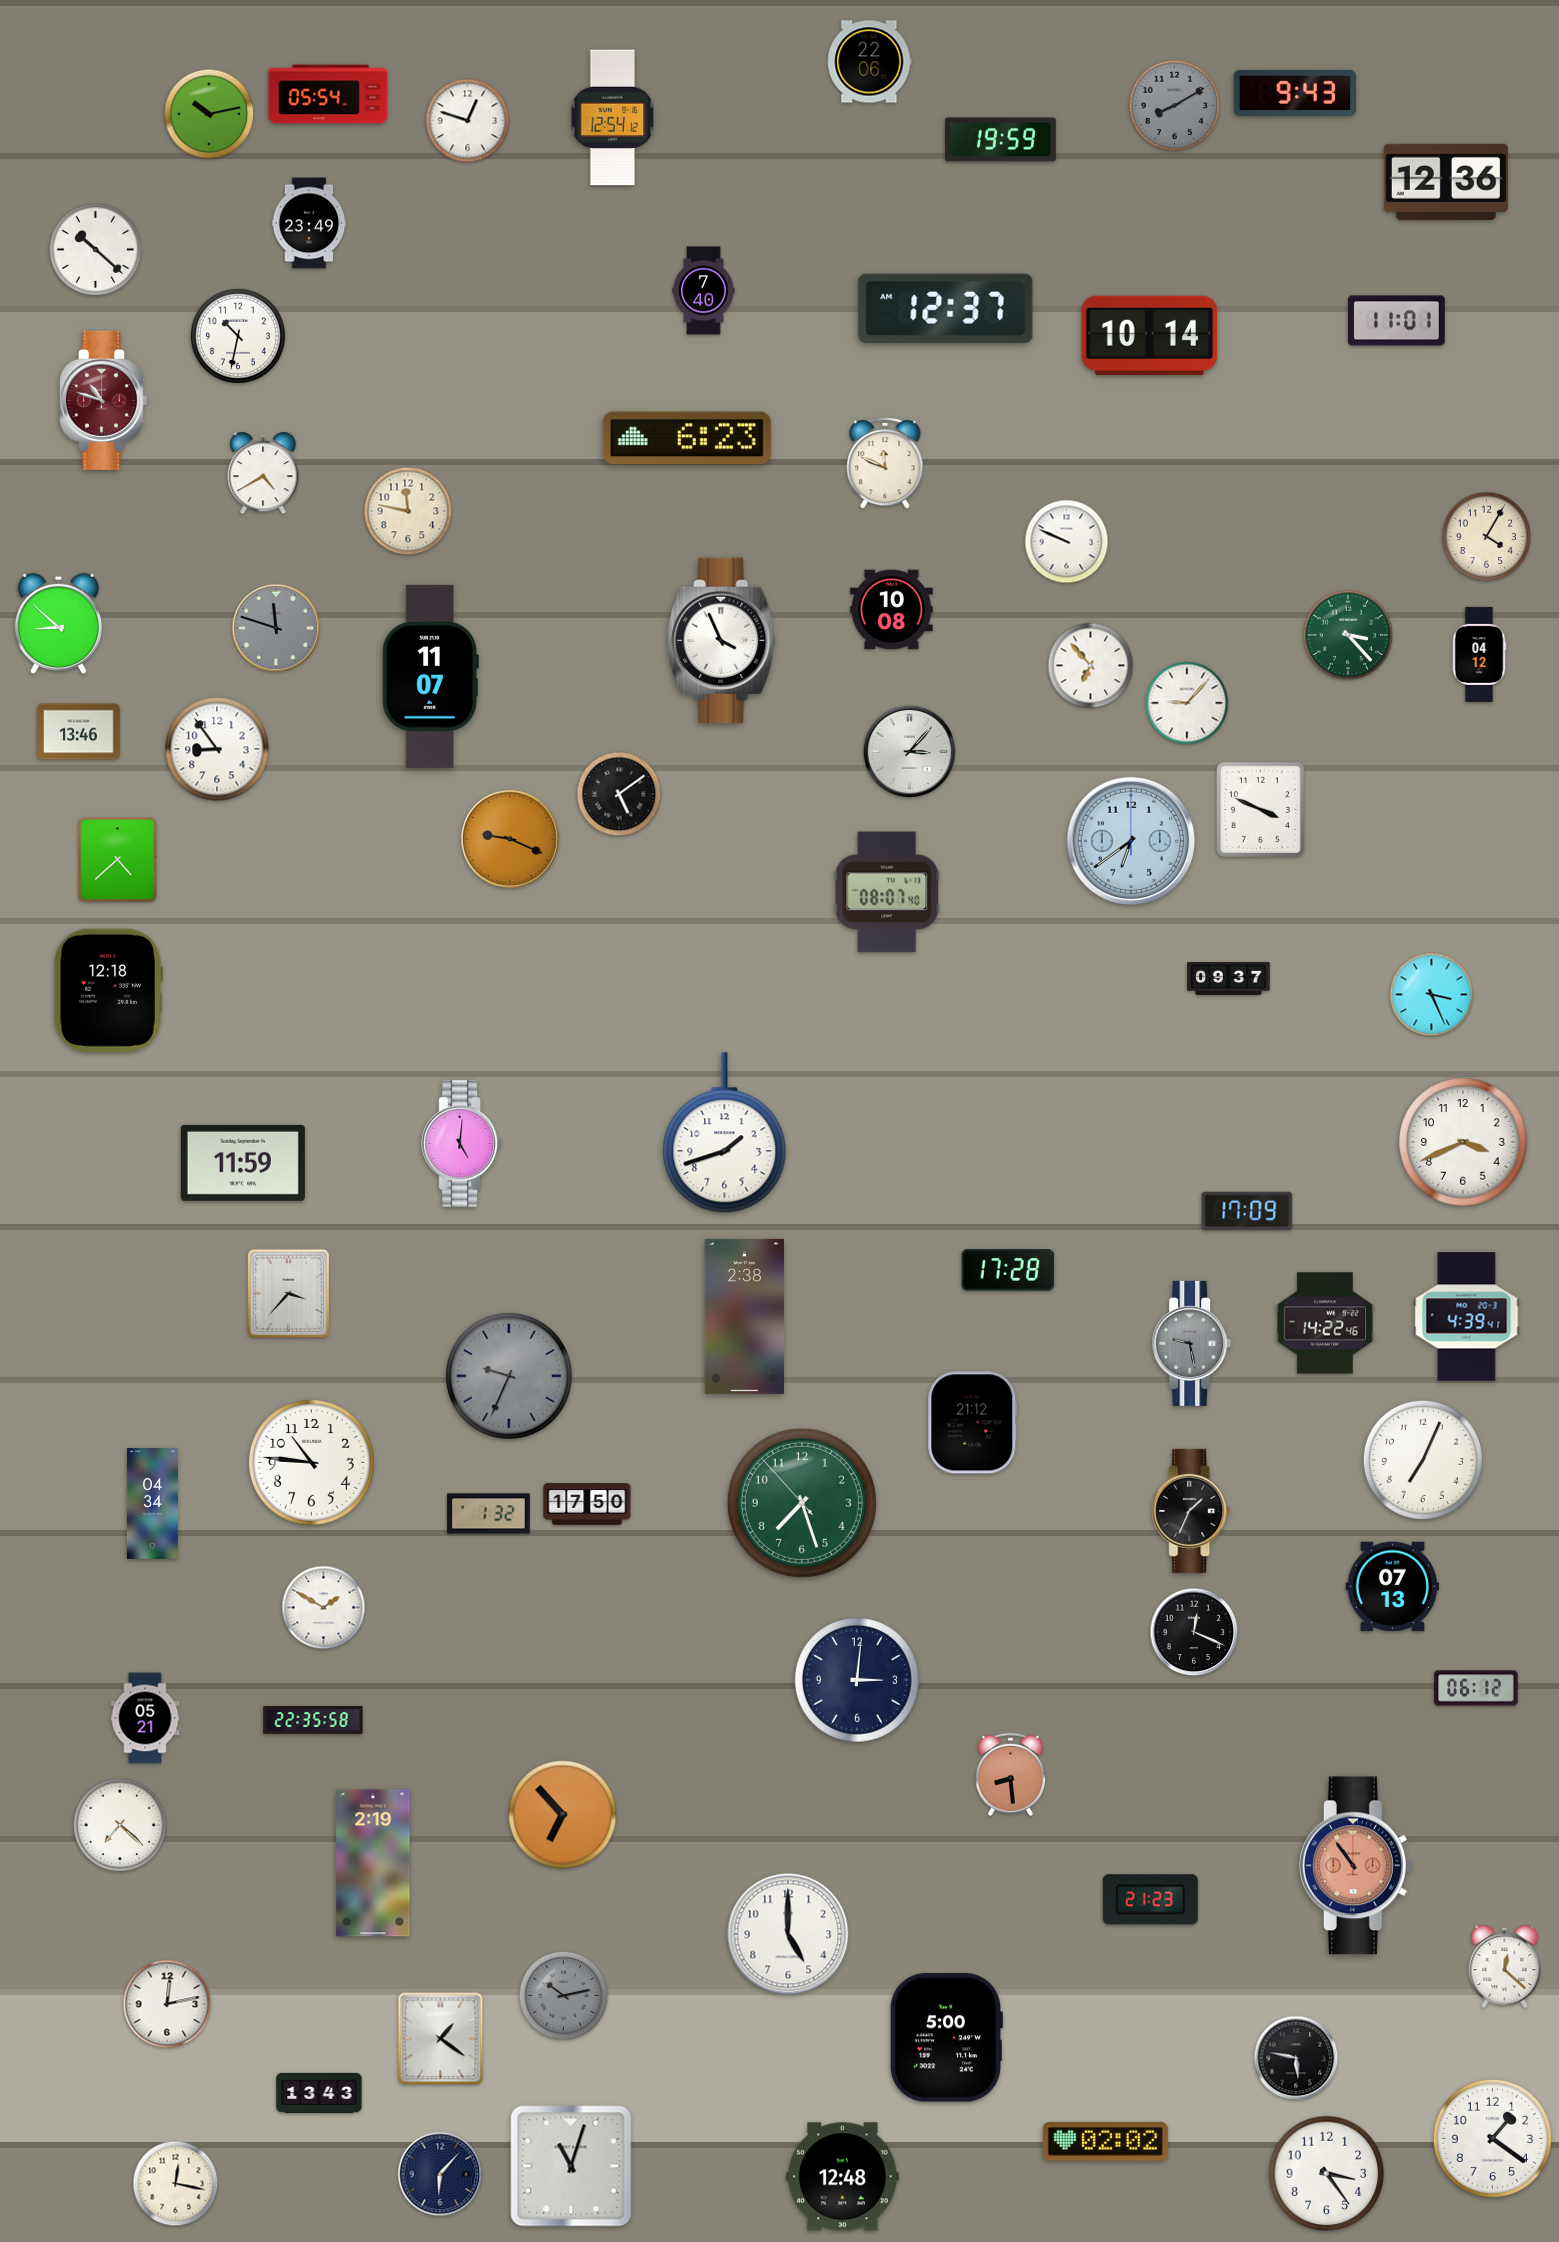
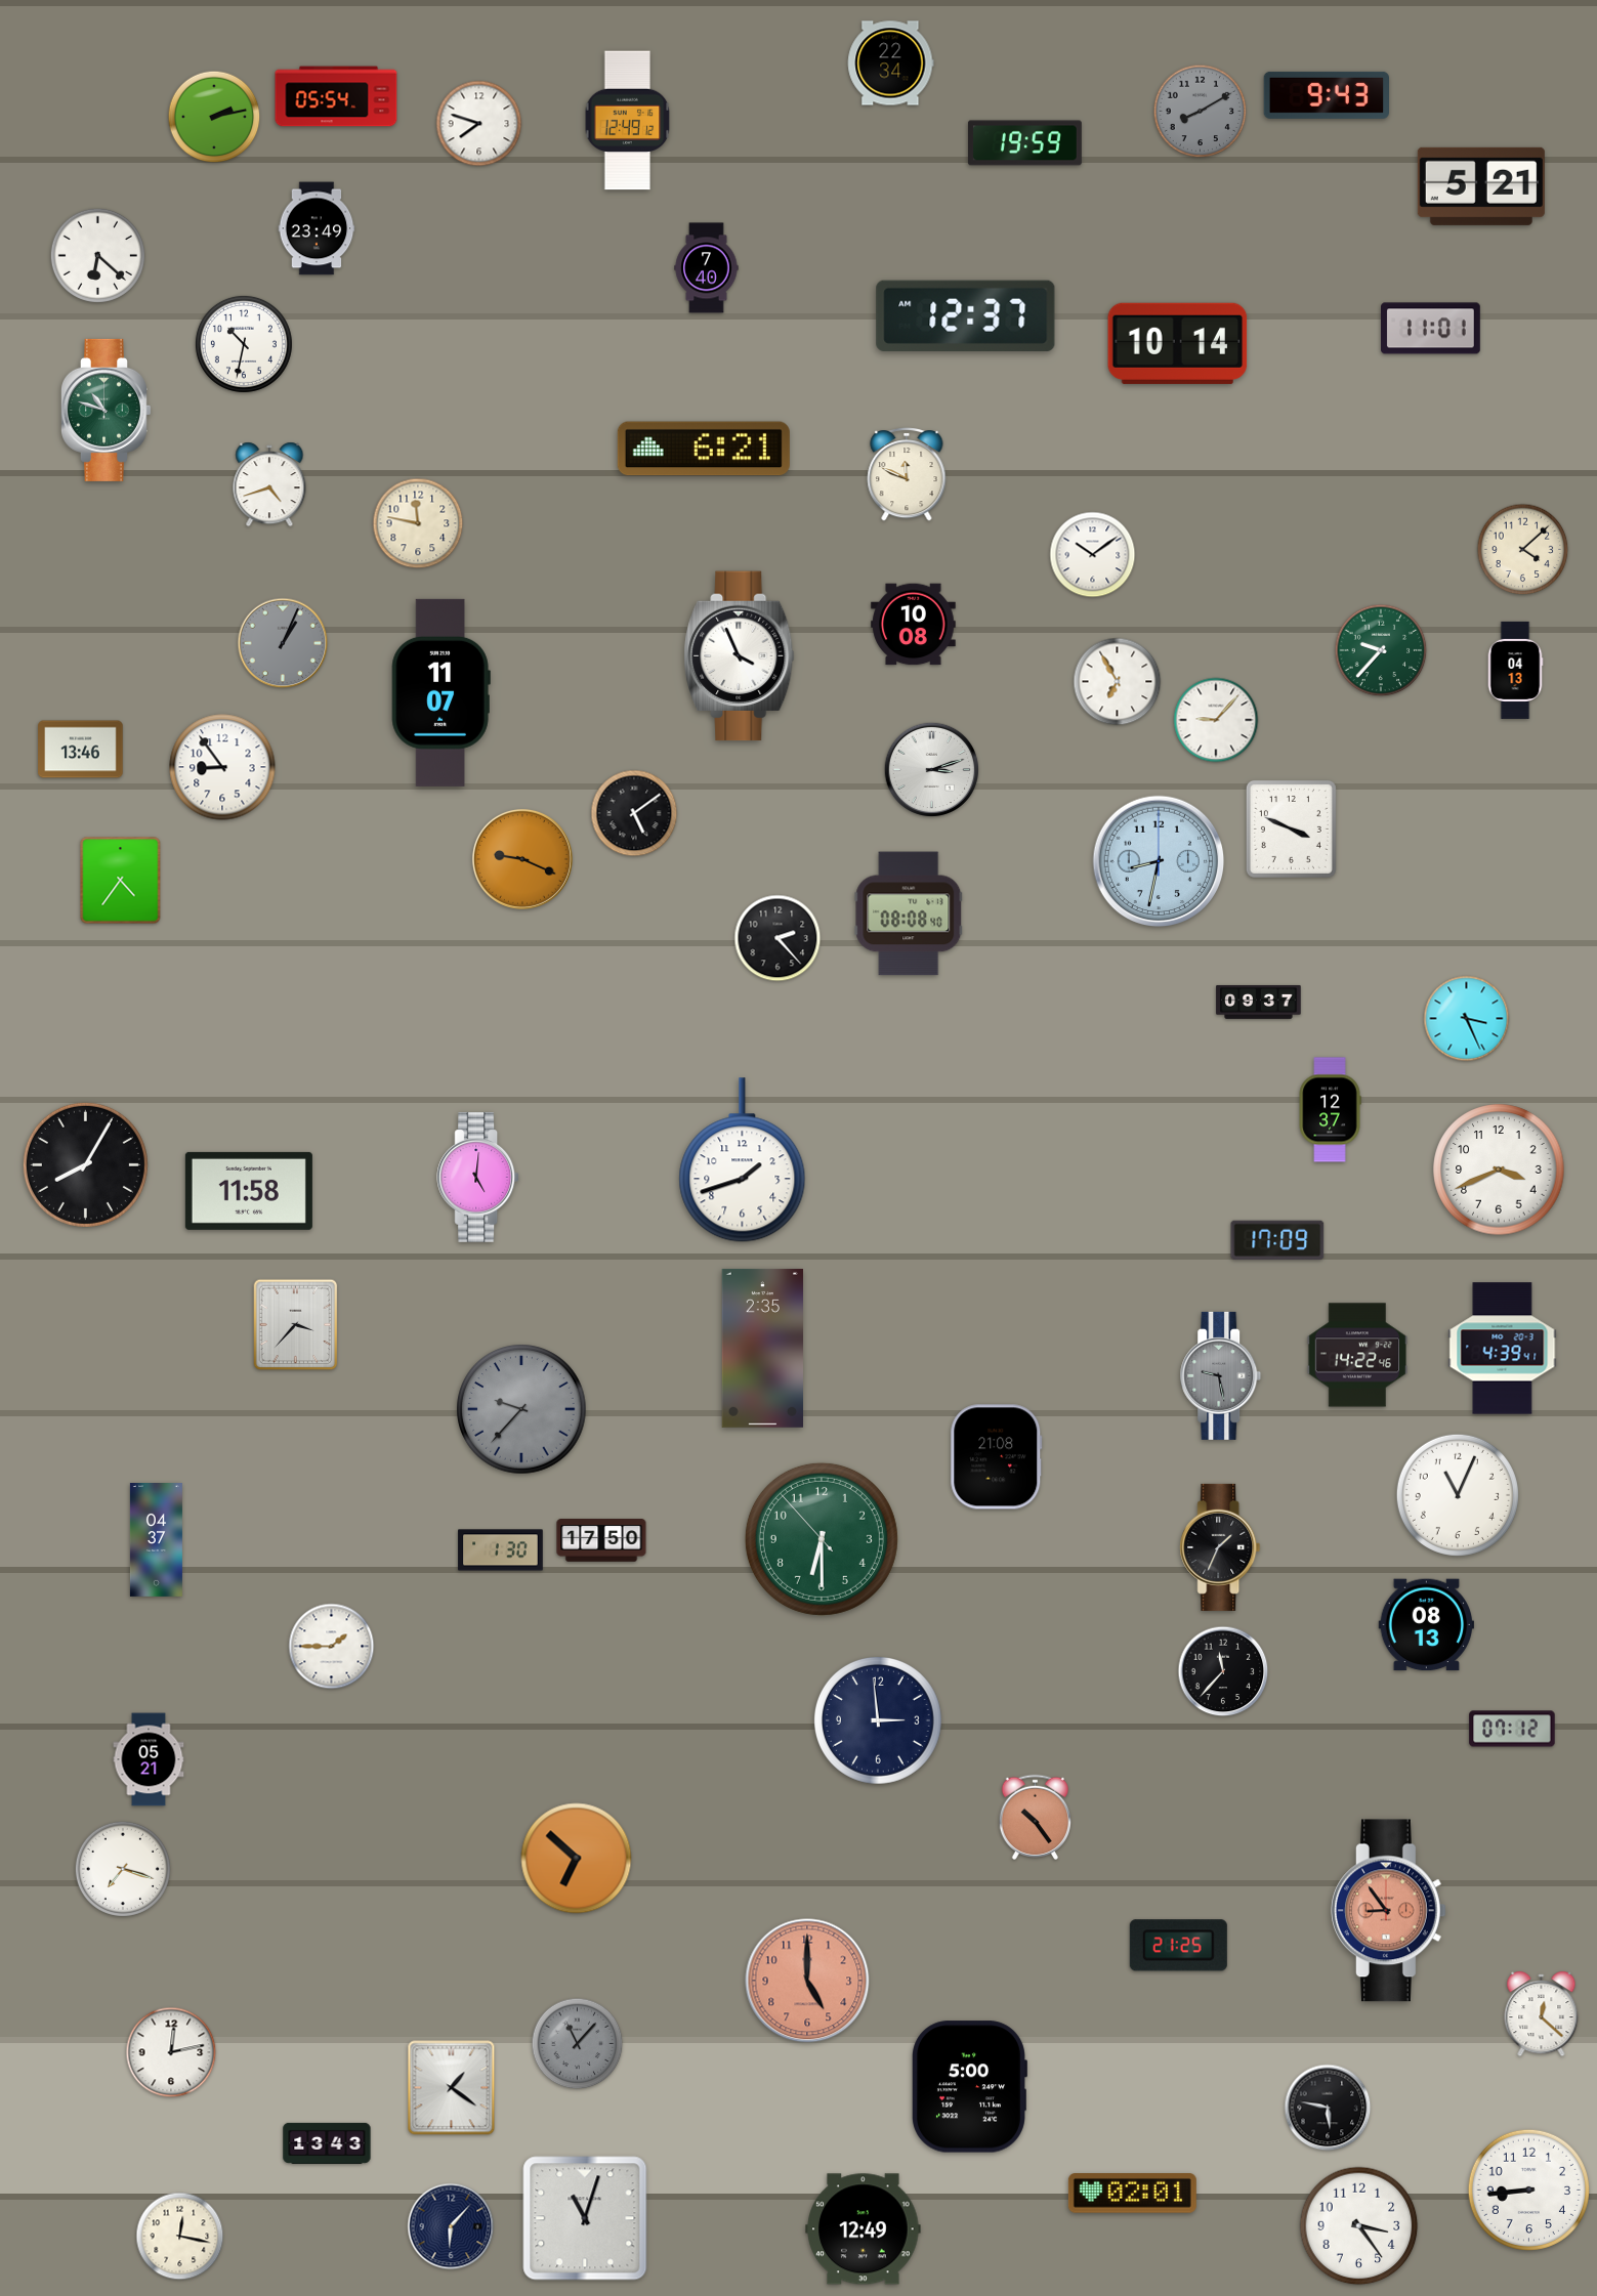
clock at (870, 62): 22:06 -> 22:34
clock at (1175, 106) position: (1175, 106) -> (1201, 112)
clock at (209, 114): 10:13 -> 2:13
clock at (613, 118): 12:54 -> 12:49
clock at (468, 121): 12:48 -> 7:48
clock at (1446, 182): 12:36 -> 5:21
clock at (95, 249): 10:22 -> 6:22
clock at (704, 291) position: (704, 291) -> (707, 268)
clock at (946, 308) position: (946, 308) -> (966, 315)
clock at (103, 400) dial: burgundy -> green
clock at (687, 438): 6:23 -> 6:21
clock at (263, 473): 4:40 -> 4:42
clock at (1487, 537): 4:05 -> 4:08
clock at (1067, 542): 9:49 -> 10:09
clock at (58, 624): 8:52 -> none
clock at (276, 628): 11:48 -> 1:04
clock at (1348, 635): 3:23 -> 9:37
clock at (1479, 654): 04:12 -> 04:13
clock at (1091, 666): 6:53 -> 6:55
clock at (910, 752): 3:07 -> 3:12
clock at (1131, 841): 6:39 -> 8:32
clock at (118, 860): 4:38 -> 4:36
clock at (887, 892): 08:07 -> 08:08
clock at (778, 938): none -> 2:23
clock at (108, 990): 12:18 -> none
clock at (1330, 1110): none -> 12:37
clock at (85, 1164): none -> 8:05
clock at (462, 1144) position: (462, 1144) -> (478, 1178)
clock at (243, 1163): 11:59 -> 11:58
clock at (1008, 1270): 17:28 -> none
clock at (744, 1316): 2:38 -> 2:35
clock at (509, 1376): 9:34 -> 9:37
clock at (973, 1423): 21:12 -> 21:08
clock at (1423, 1460): 7:04 -> 11:04
clock at (312, 1463): 10:46 -> none
clock at (802, 1503): 7:26 -> 6:29
clock at (152, 1504): 04:34 -> 04:37
clock at (489, 1514): 1:32 -> 1:30
clock at (1392, 1587): 07:13 -> 08:13
clock at (324, 1608): 1:50 -> 1:45
clock at (1194, 1632): 12:19 -> 11:37
clock at (857, 1680): 3:01 -> 2:59
clock at (1476, 1688): 06:12 -> 07:12
clock at (313, 1721): 22:35 -> none
clock at (1010, 1774): 8:29 -> 10:24
clock at (563, 1815): 6:53 -> 6:52
clock at (120, 1825): 7:22 -> 7:18
clock at (373, 1863): 2:19 -> none
clock at (1356, 1866): 10:54 -> 8:54
clock at (1150, 1900): 21:23 -> 21:25
clock at (788, 1934) dial: white -> salmon
clock at (564, 1996): 10:13 -> 11:07
clock at (1492, 2138): 1:21 -> 8:44
clock at (1105, 2142): 02:02 -> 02:01
clock at (843, 2177): 12:48 -> 12:49
